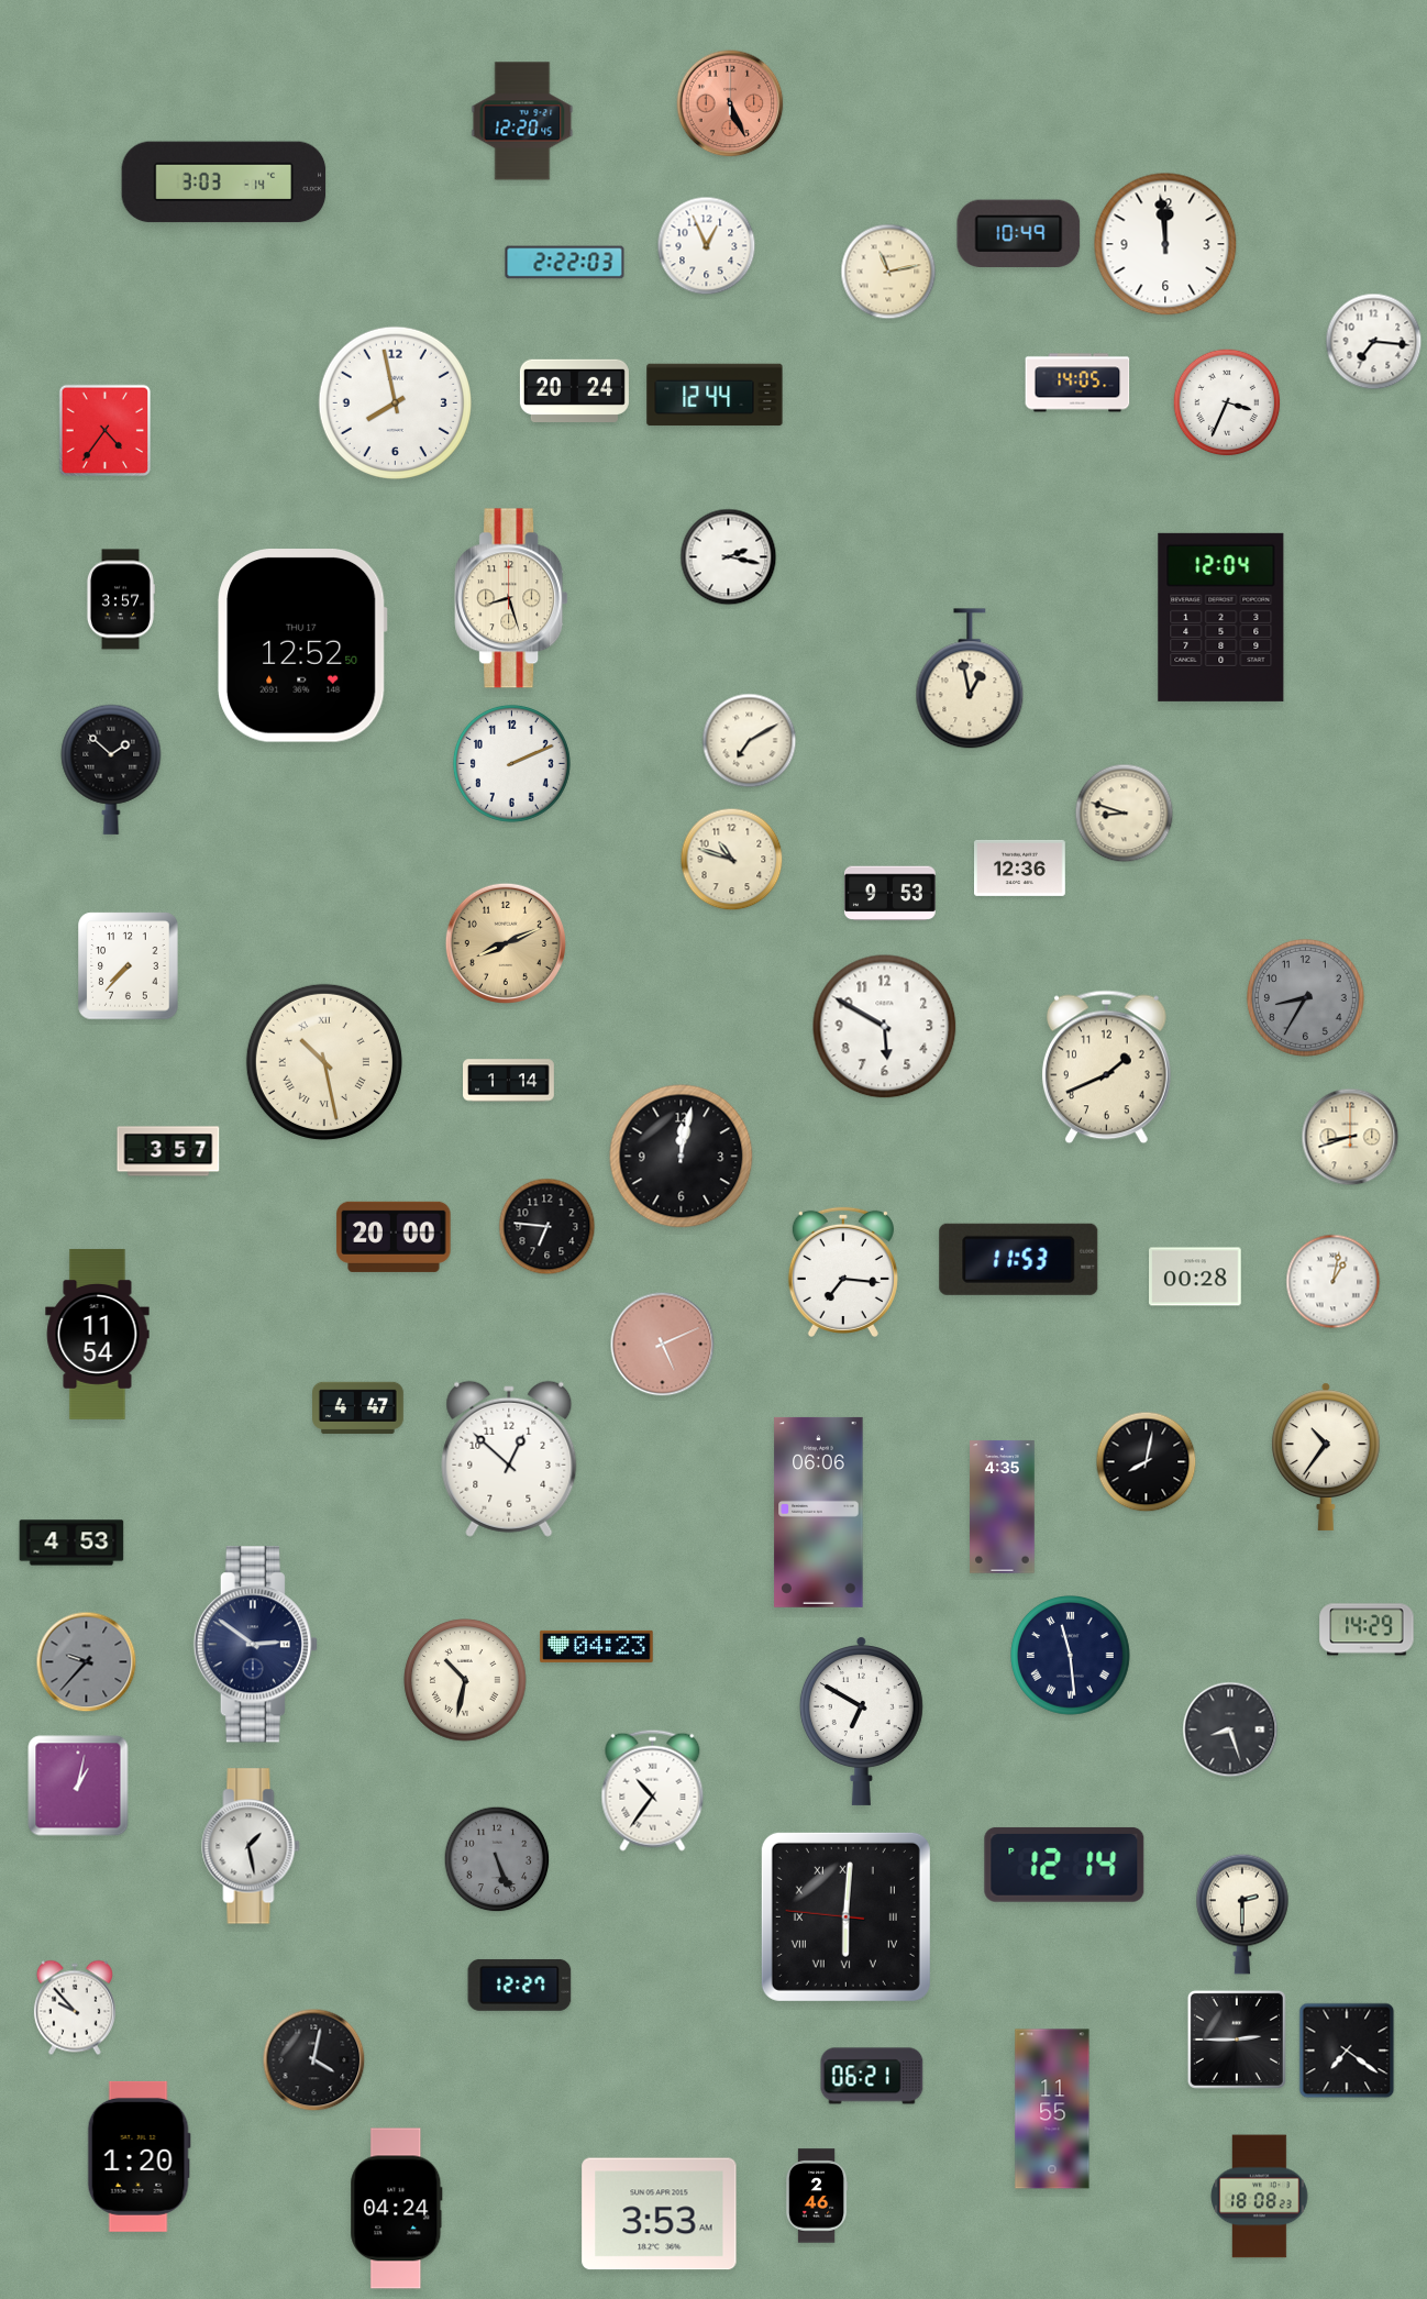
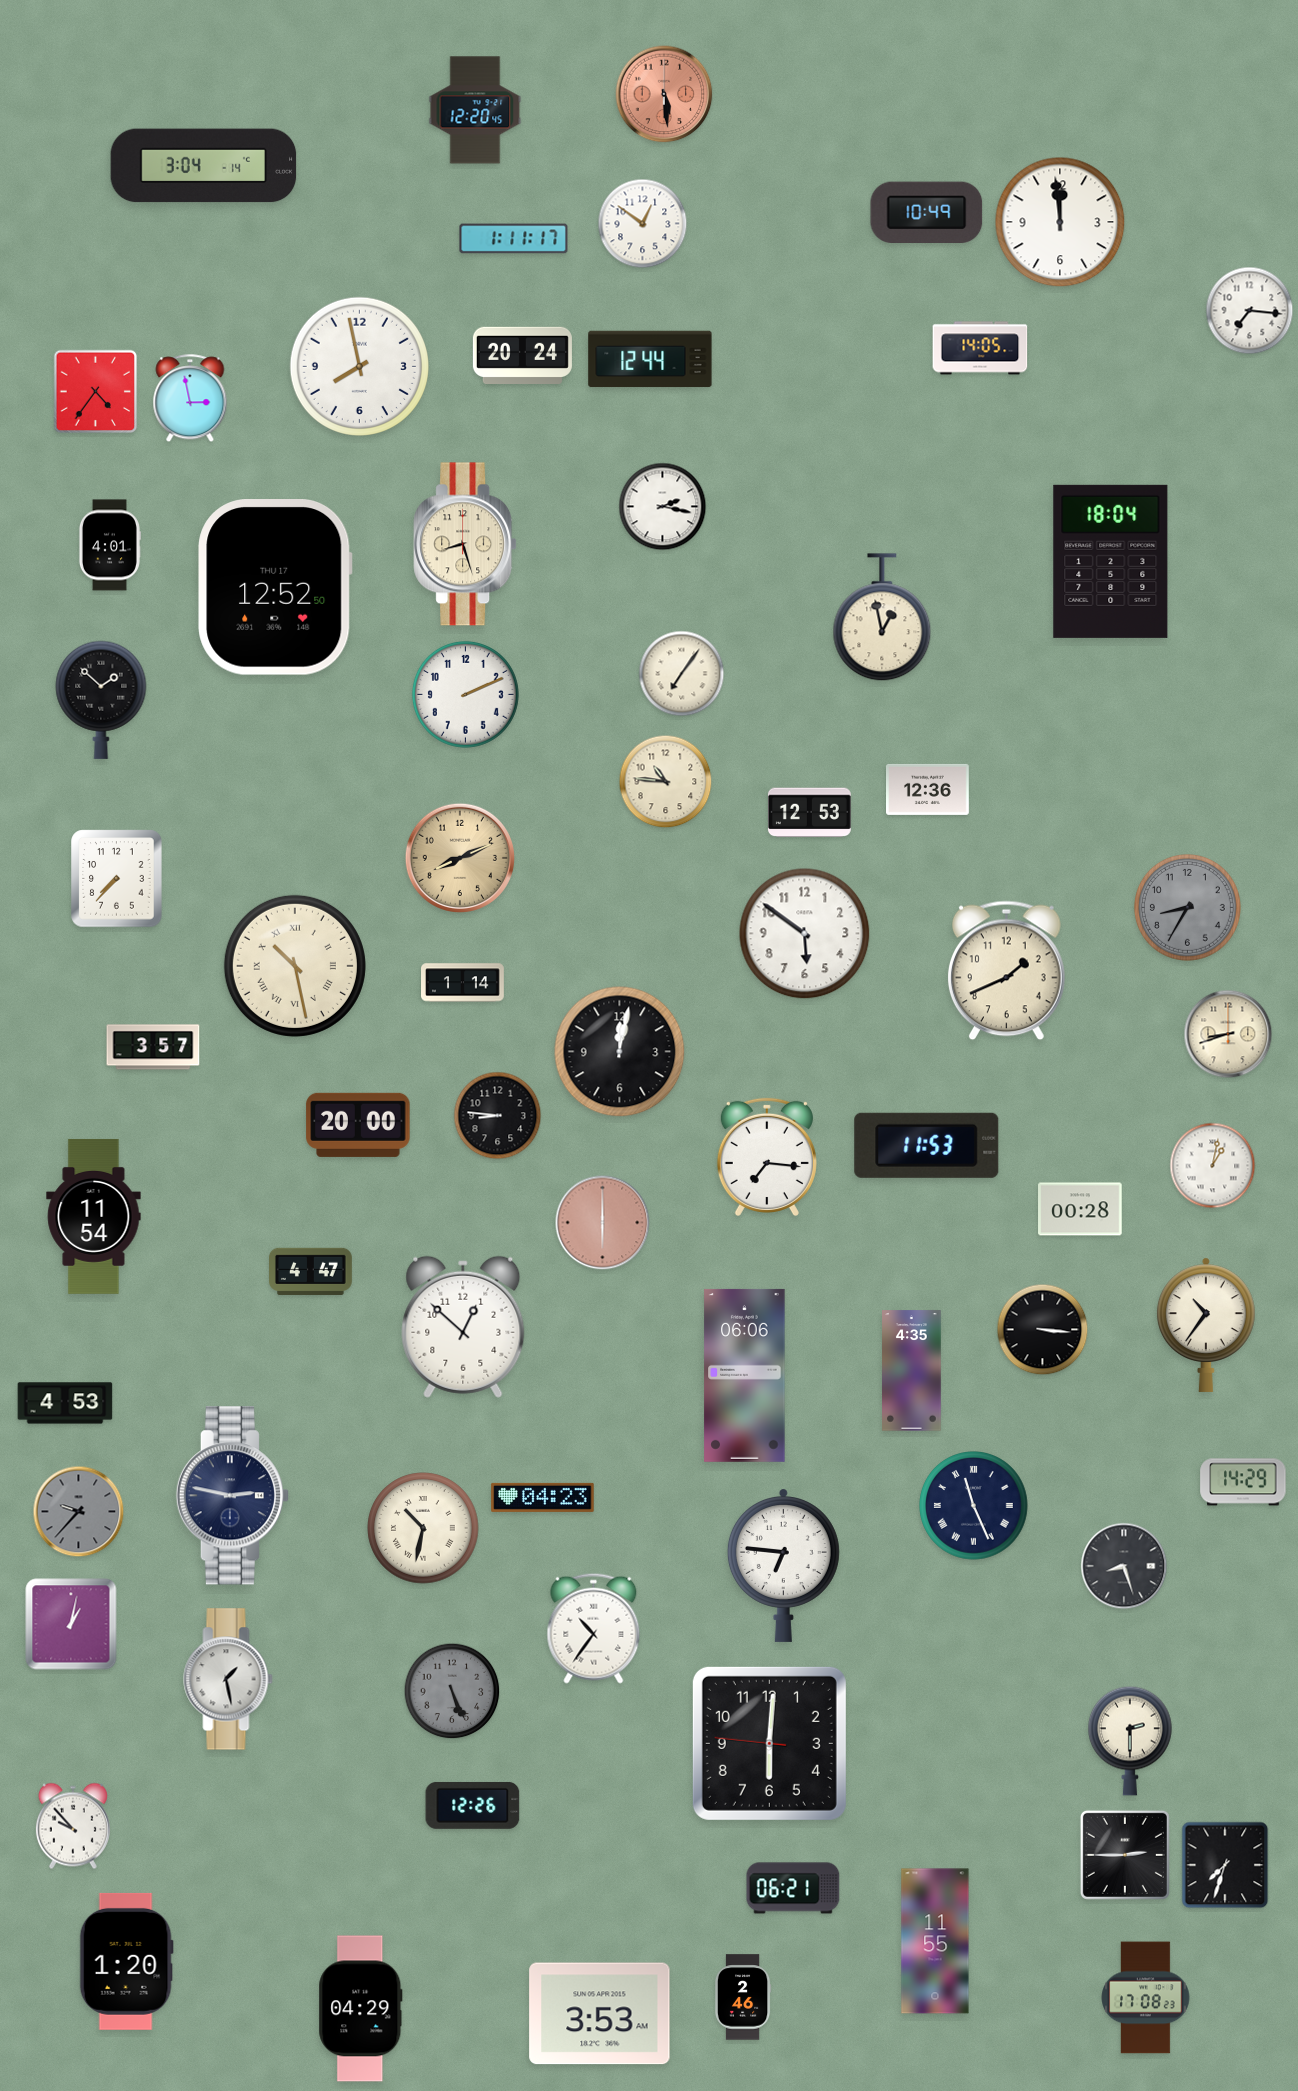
clock at (730, 103): 5:26 -> 5:29
clock at (224, 183): 3:03 -> 3:04
clock at (707, 246): 12:56 -> 12:51
clock at (565, 263): 2:22 -> 1:11
clock at (888, 272): 11:13 -> none
clock at (1227, 402): 3:34 -> none
clock at (190, 399): none -> 2:58
clock at (120, 599): 3:57 -> 4:01
clock at (1221, 617): 12:04 -> 18:04
clock at (750, 741): 7:10 -> 7:06
clock at (1125, 814): 8:48 -> none
clock at (732, 860): 10:48 -> 10:46
clock at (889, 894): 9:53 -> 12:53
clock at (885, 1027): 5:50 -> 5:51
clock at (547, 1227): 6:46 -> 8:46
clock at (1195, 1276) position: (1195, 1276) -> (1080, 1209)
clock at (98, 1334) position: (98, 1334) -> (94, 1216)
clock at (663, 1345): 5:11 -> 6:00
clock at (358, 1407) position: (358, 1407) -> (311, 1271)
clock at (1147, 1462): 8:02 -> 3:16
clock at (255, 1645): 2:51 -> 2:47
clock at (1071, 1656): 11:29 -> 11:26
clock at (861, 1722): 6:50 -> 6:46
clock at (1230, 1729) position: (1230, 1729) -> (1124, 1566)
clock at (1064, 1865): 12:14 -> none
clock at (845, 1916) numerals: Roman -> Arabic
clock at (520, 1985): 12:27 -> 12:26
clock at (75, 2008) position: (75, 2008) -> (73, 1826)
clock at (1347, 2051): 7:21 -> 7:33
clock at (314, 2060): 4:02 -> none
clock at (1052, 2109) position: (1052, 2109) -> (935, 1941)
clock at (1260, 2197): 18:08 -> 17:08
clock at (397, 2209): 04:24 -> 04:29
